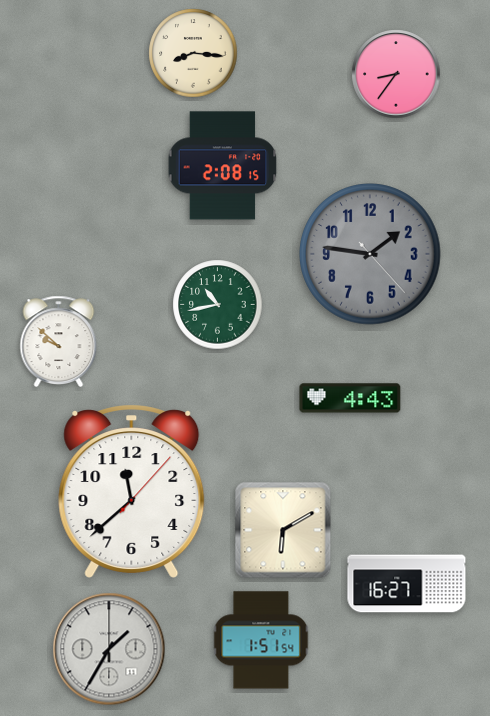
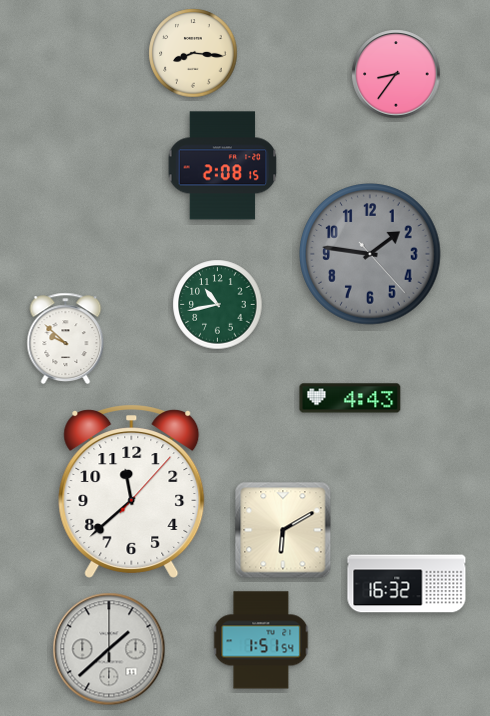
clock at (59, 341) position: (59, 341) -> (66, 338)
clock at (407, 584): 16:27 -> 16:32
clock at (109, 649): 1:35 -> 1:38
